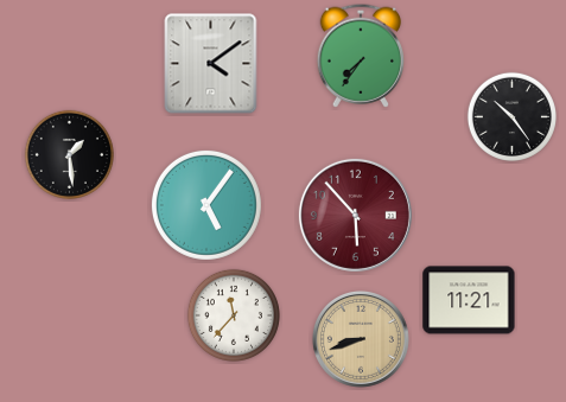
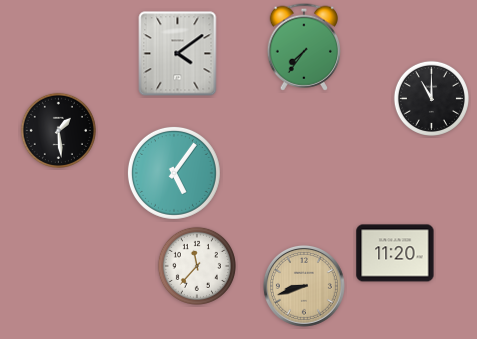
clock at (511, 116): 10:24 -> 11:00
clock at (355, 215): 5:53 -> none
clock at (469, 300): 11:21 -> 11:20
